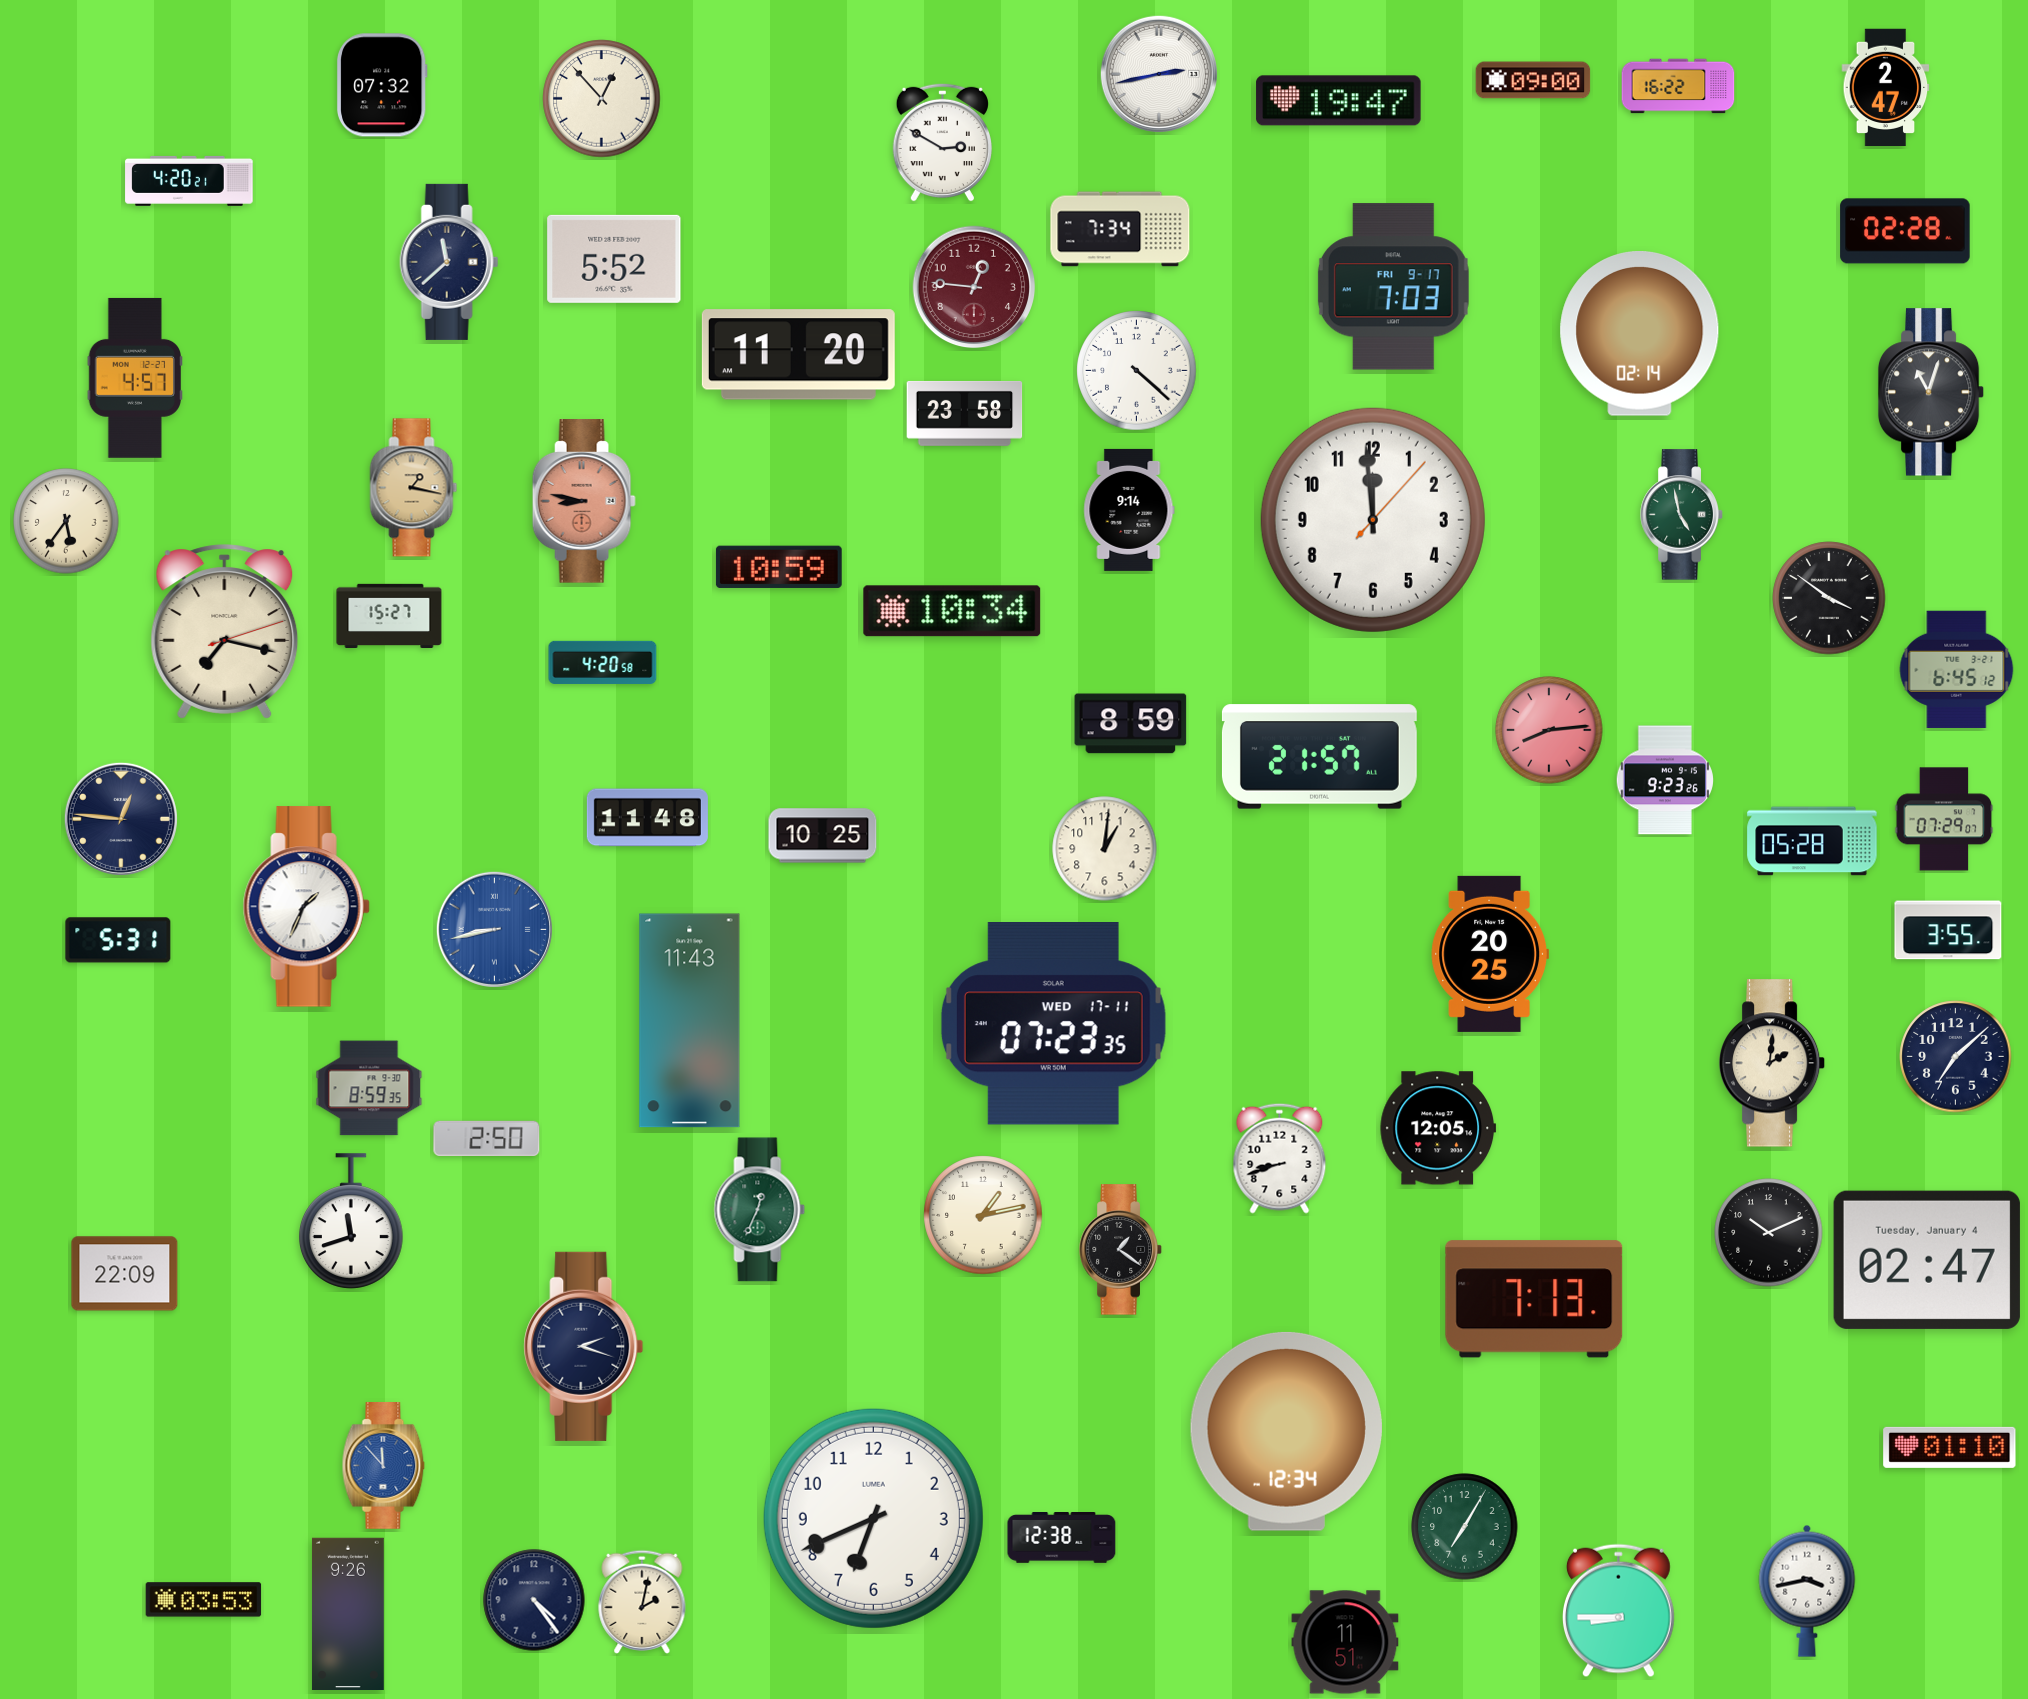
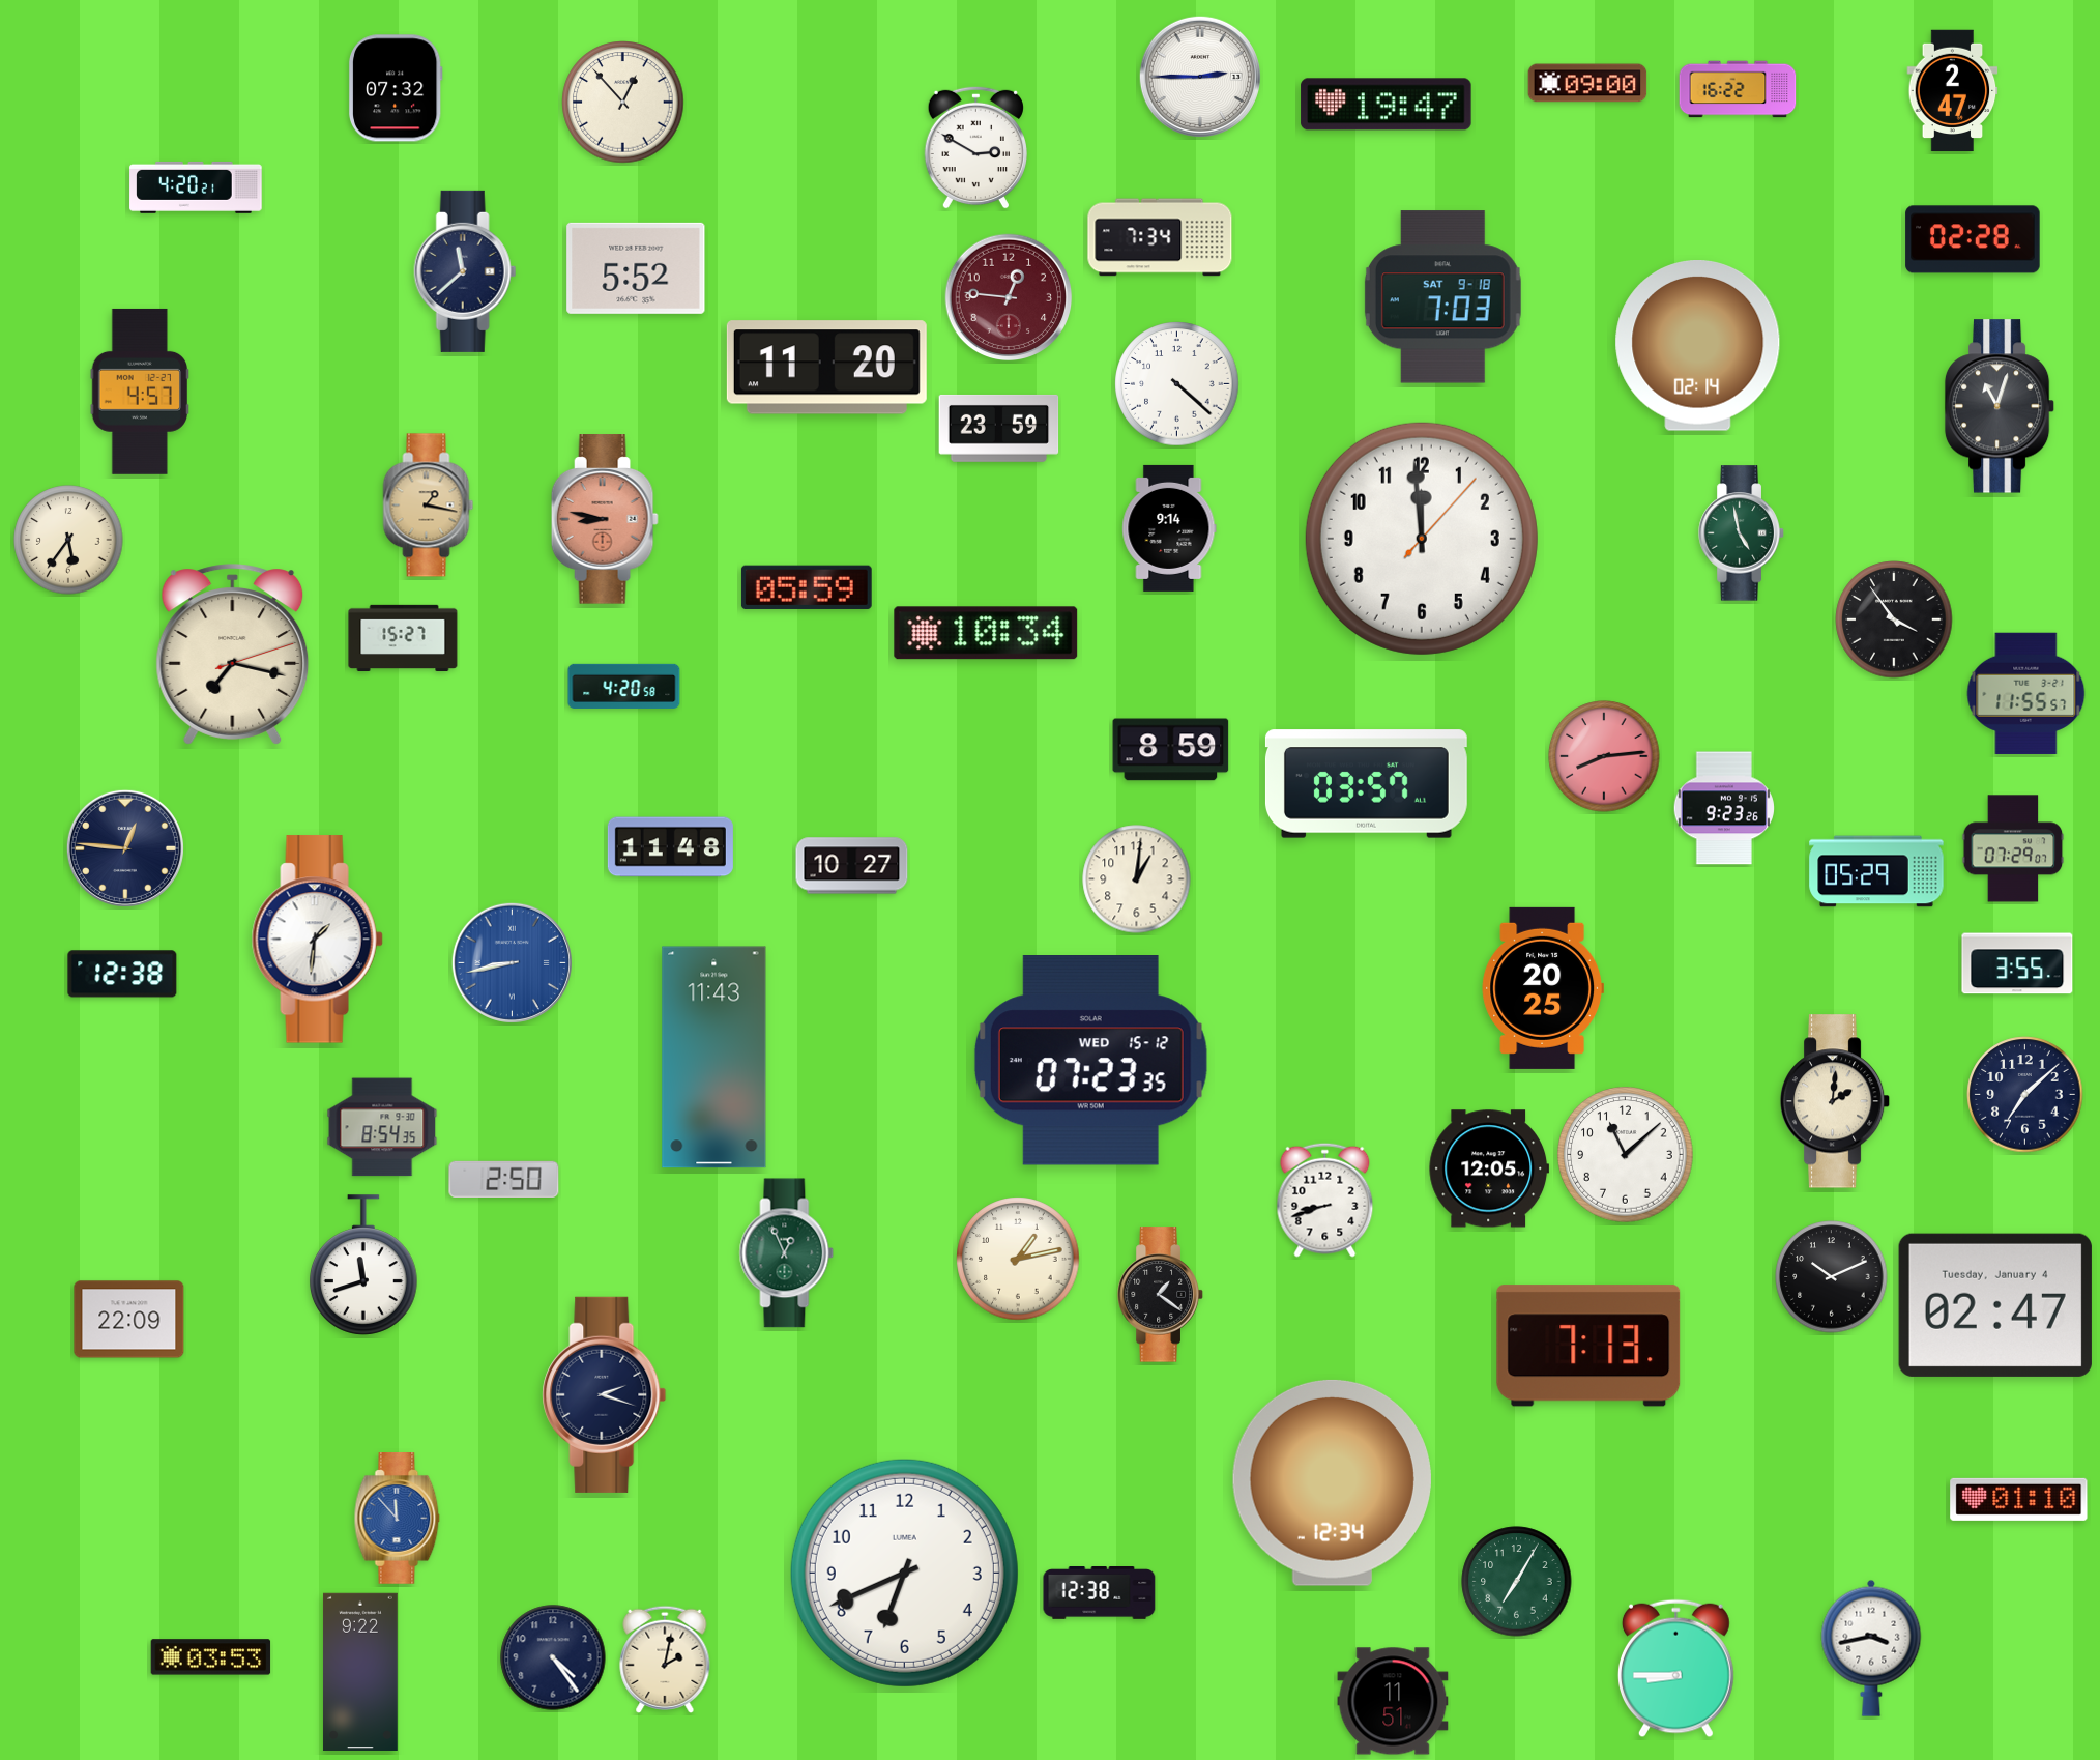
clock at (1159, 74): 2:43 -> 2:45
clock at (1393, 287) date: FRI 9-17 -> SAT 9-18
clock at (965, 413): 23:58 -> 23:59
clock at (779, 567): 10:59 -> 05:59
clock at (1829, 598): 3:51 -> 3:54
clock at (1957, 669): 6:45 -> 11:55
clock at (1319, 757): 21:57 -> 03:57
clock at (823, 836): 10:25 -> 10:27
clock at (1812, 841): 05:28 -> 05:29
clock at (1105, 849) position: (1105, 849) -> (1137, 879)
clock at (306, 907): 1:34 -> 1:31
clock at (118, 940): 5:31 -> 12:38
clock at (1053, 1024) date: WED 17-11 -> WED 15-12
clock at (369, 1088): 8:59 -> 8:54
clock at (1626, 1155): none -> 11:08
clock at (760, 1210): 12:34 -> 12:56
clock at (348, 1613): 9:26 -> 9:22
